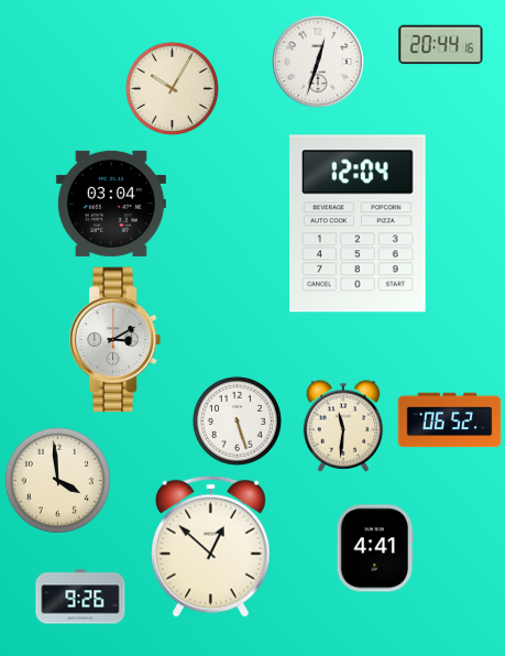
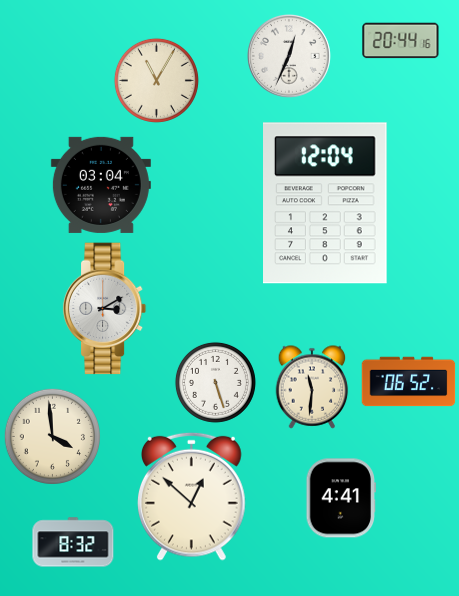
clock at (318, 62): 12:33 -> 12:34
clock at (172, 88): 10:05 -> 11:05
clock at (80, 597): 9:26 -> 8:32
